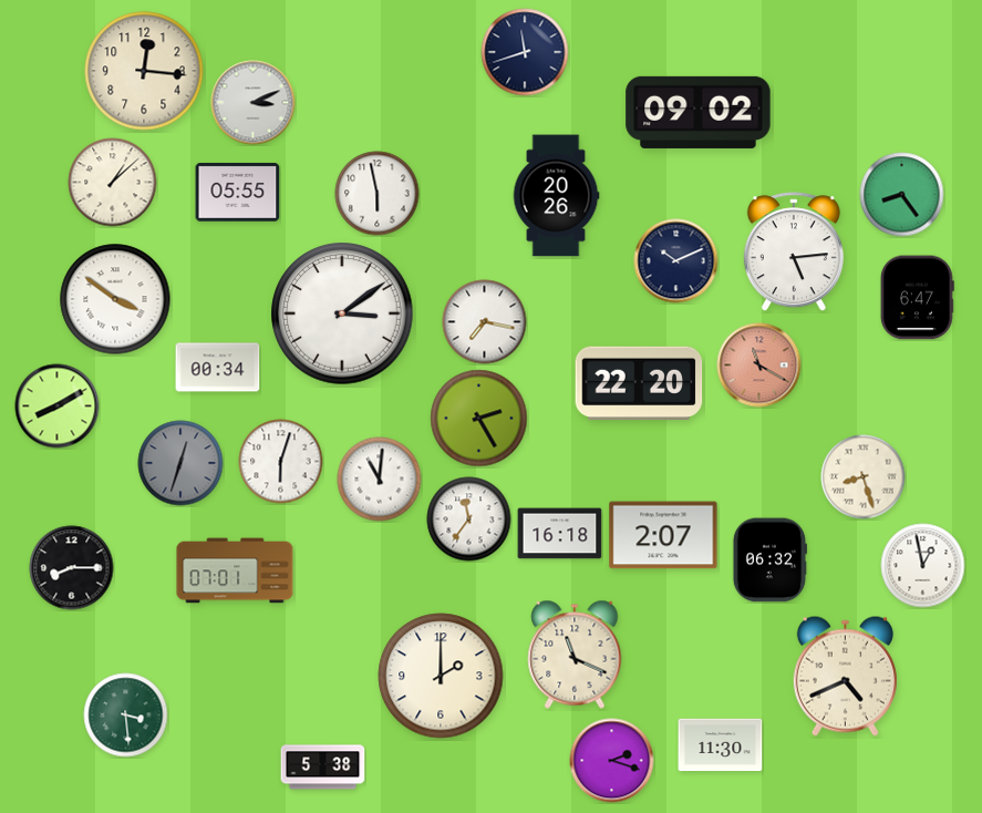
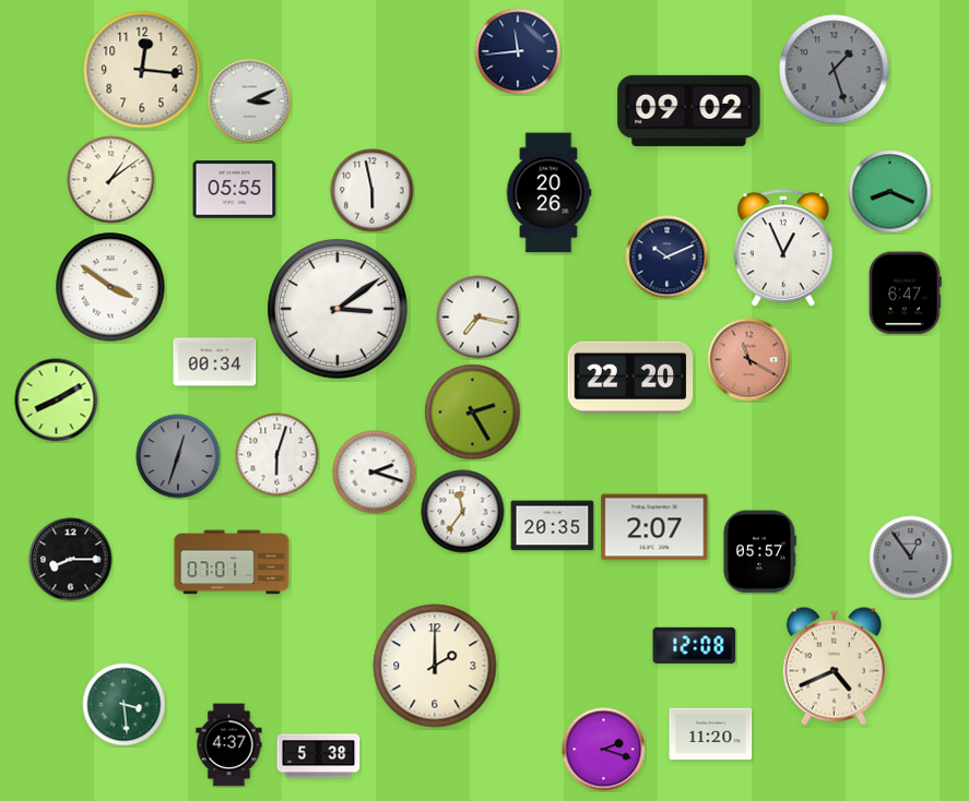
clock at (525, 52): 11:42 -> 11:44
clock at (835, 70): none -> 1:27
clock at (113, 183): 1:08 -> 1:09
clock at (902, 195): 8:24 -> 8:19
clock at (794, 253): 5:14 -> 12:56
clock at (115, 299) position: (115, 299) -> (110, 287)
clock at (864, 477): 8:27 -> none
clock at (380, 480): 11:01 -> 2:18
clock at (560, 534): 16:18 -> 20:35
clock at (769, 560): 06:32 -> 05:57
clock at (923, 566): 12:58 -> 12:54
clock at (923, 566) dial: white -> grey
clock at (575, 655): 11:19 -> none
clock at (695, 645): none -> 12:08
clock at (721, 745): 11:30 -> 11:20
clock at (229, 745): none -> 4:37
